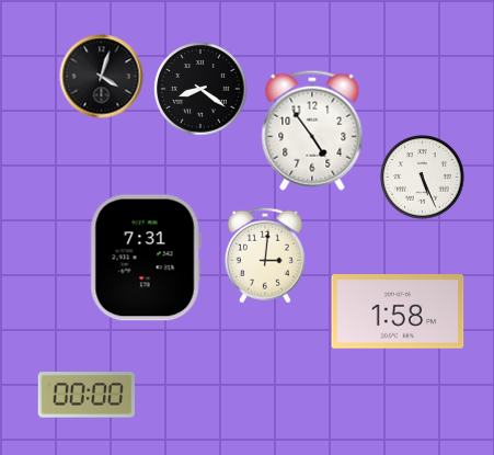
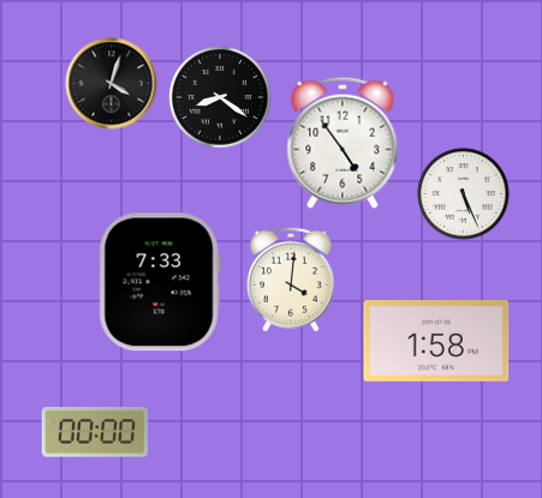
clock at (265, 255): 3:01 -> 4:01
clock at (146, 258): 7:31 -> 7:33
